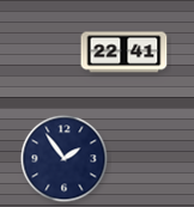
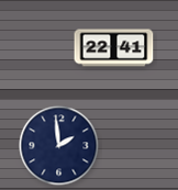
clock at (65, 159): 1:54 -> 1:59
